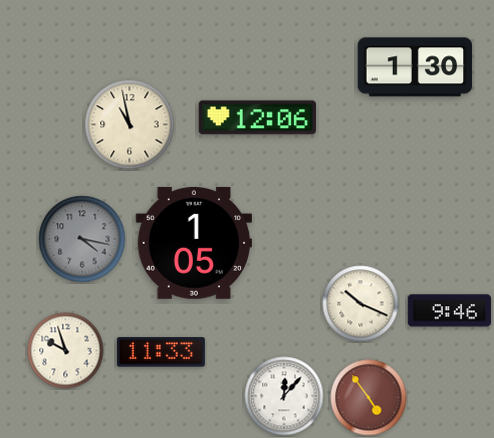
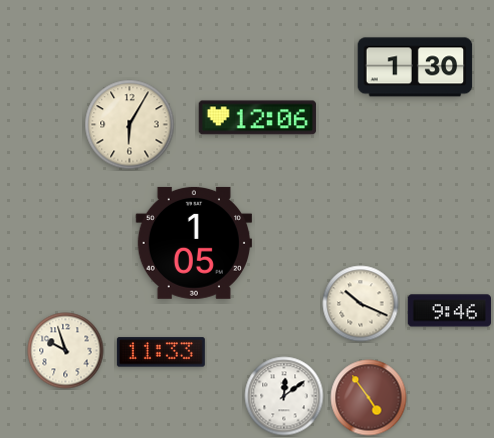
clock at (130, 125): 10:58 -> 6:05
clock at (82, 239): 4:17 -> none
clock at (284, 396): 12:07 -> 12:09
